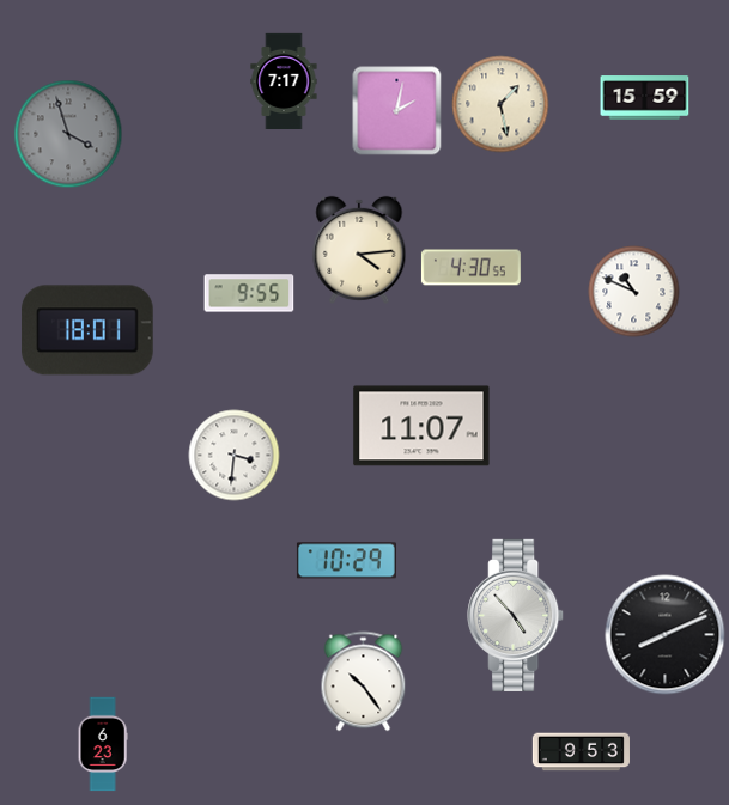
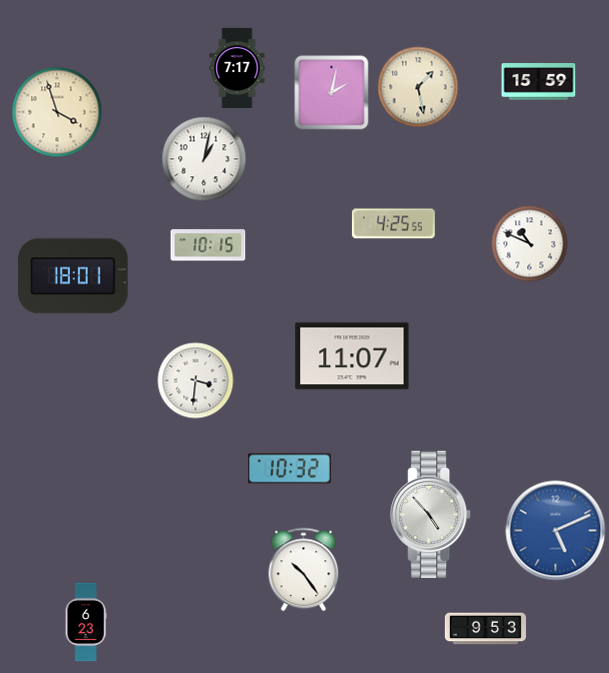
clock at (68, 134) dial: grey -> cream
clock at (204, 159): none -> 1:02
clock at (359, 250): 4:14 -> none
clock at (470, 268): 4:30 -> 4:25
clock at (249, 293): 9:55 -> 10:15
clock at (346, 561): 10:29 -> 10:32
clock at (666, 635): 8:11 -> 5:11
clock at (666, 635) dial: black -> blue
